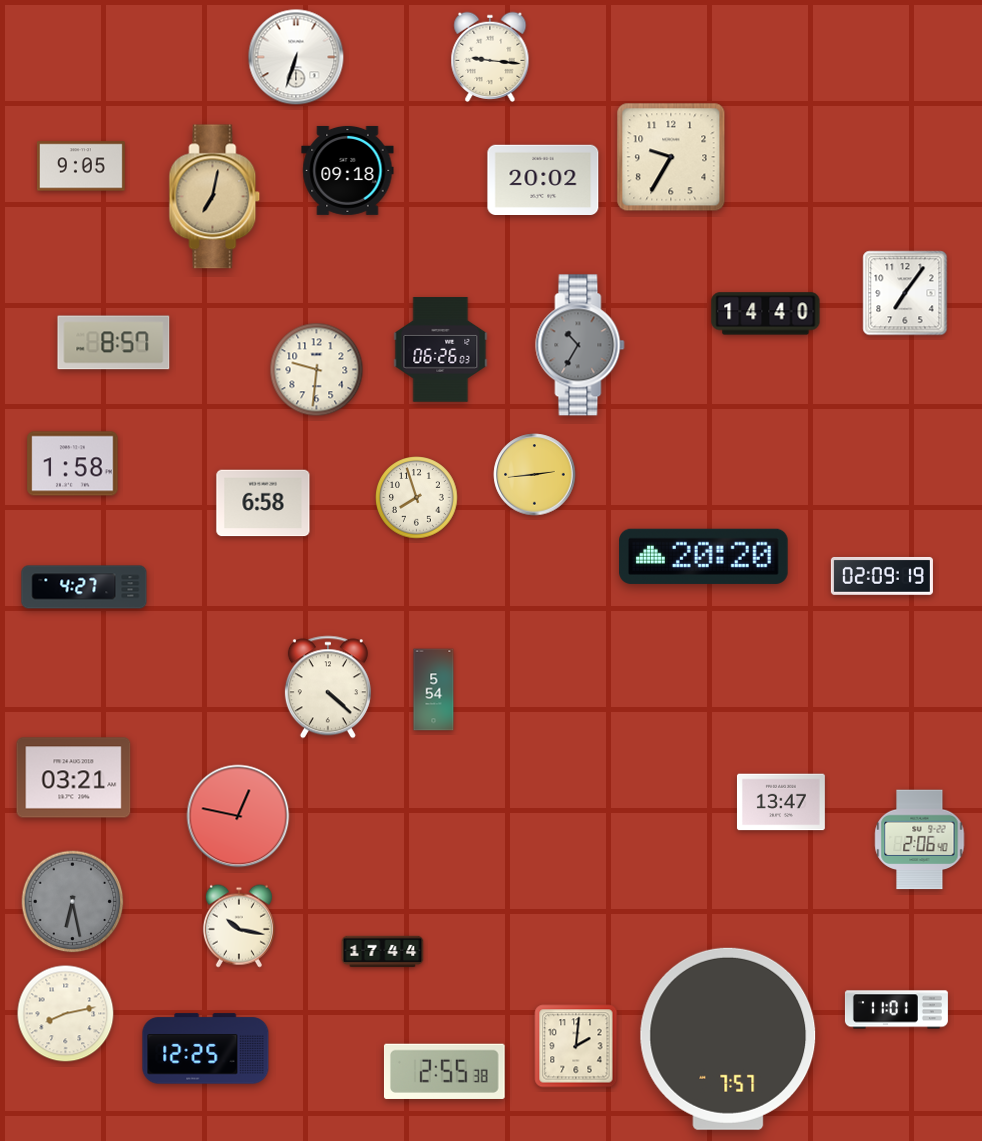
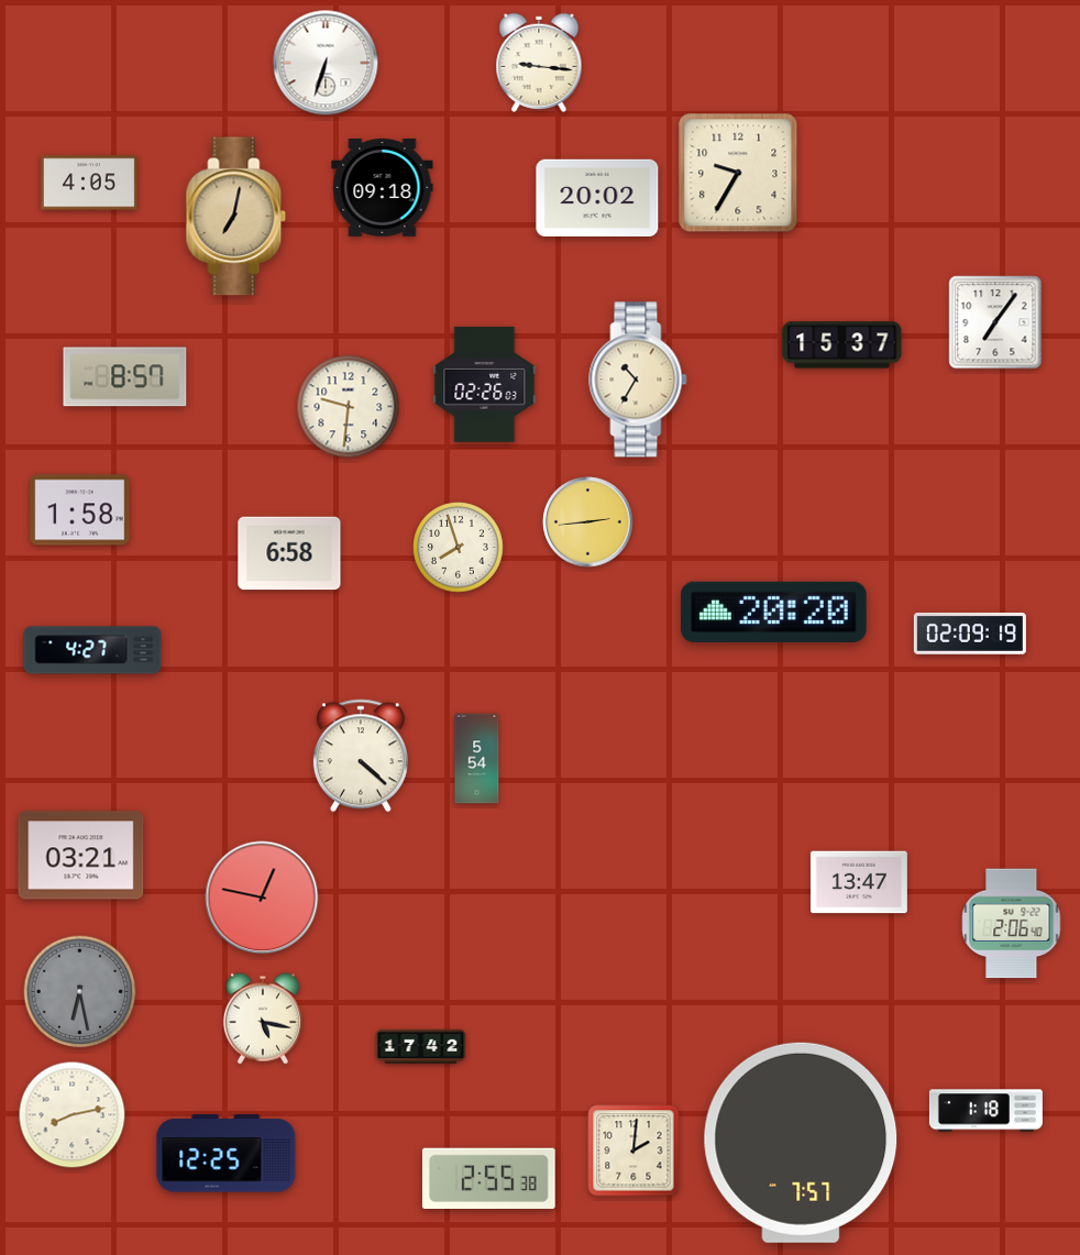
clock at (81, 166): 9:05 -> 4:05
clock at (766, 314): 14:40 -> 15:37
clock at (580, 345) dial: grey -> cream
clock at (441, 350): 06:26 -> 02:26
clock at (84, 587) position: (84, 587) -> (92, 650)
clock at (239, 926): 10:17 -> 5:17
clock at (383, 952): 17:44 -> 17:42
clock at (896, 1010): 11:01 -> 1:18
